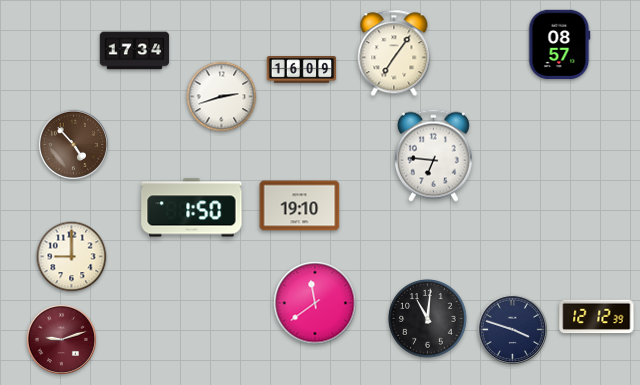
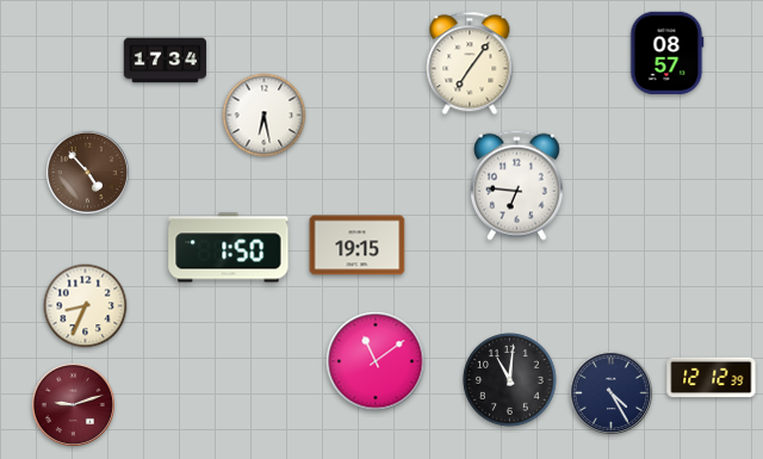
clock at (135, 51) position: (135, 51) -> (166, 61)
clock at (302, 70): 16:09 -> none
clock at (222, 97): 2:42 -> 6:28
clock at (300, 206): 19:10 -> 19:15
clock at (72, 257): 9:00 -> 8:34
clock at (315, 303): 11:39 -> 11:09
clock at (512, 329): 3:48 -> 4:25
